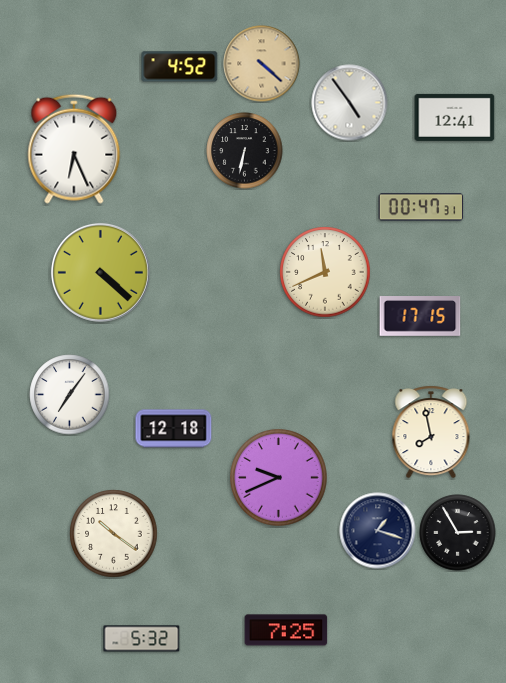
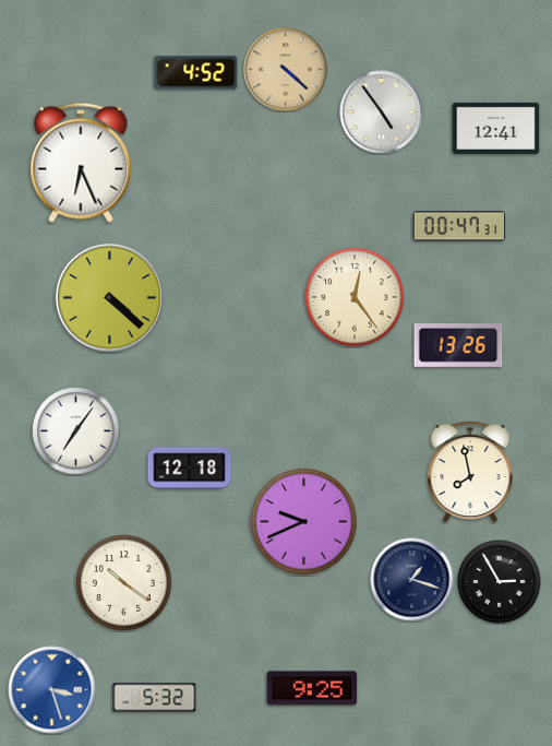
clock at (245, 151): 6:32 -> none
clock at (325, 272): 11:41 -> 12:24
clock at (420, 317): 17:15 -> 13:26
clock at (286, 630): 7:25 -> 9:25
clock at (52, 690): none -> 3:27
